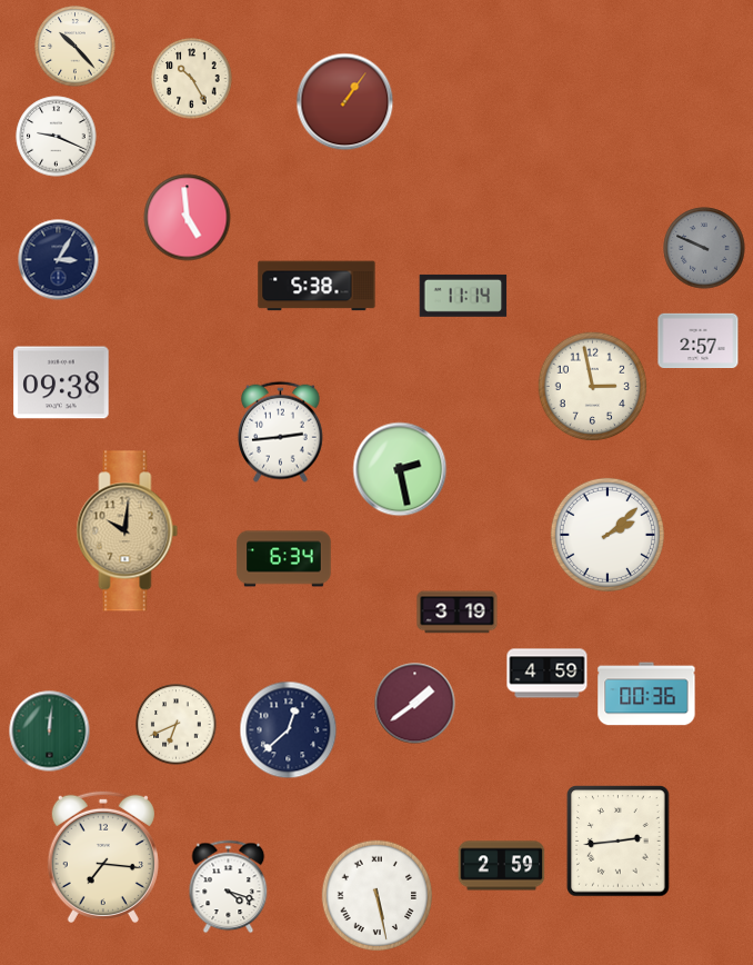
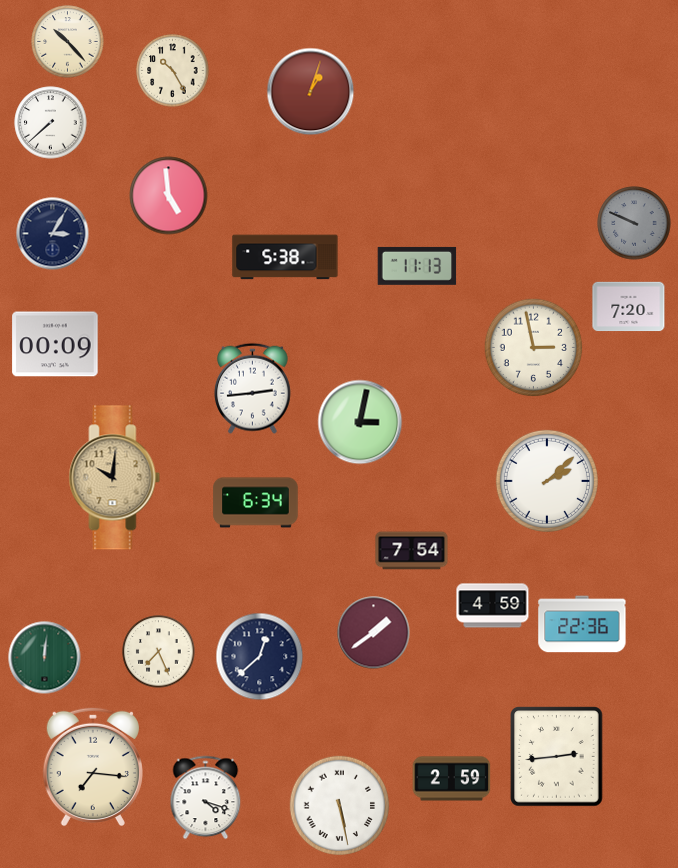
clock at (345, 102): 1:06 -> 1:03
clock at (57, 137): 9:19 -> 7:38
clock at (463, 296): 11:14 -> 11:13
clock at (699, 341): 2:57 -> 7:20
clock at (61, 382): 09:38 -> 00:09
clock at (400, 469): 2:28 -> 3:02
clock at (458, 613): 3:19 -> 7:54
clock at (646, 694): 00:36 -> 22:36
clock at (177, 725): 6:41 -> 7:26
clock at (103, 857) position: (103, 857) -> (93, 767)
